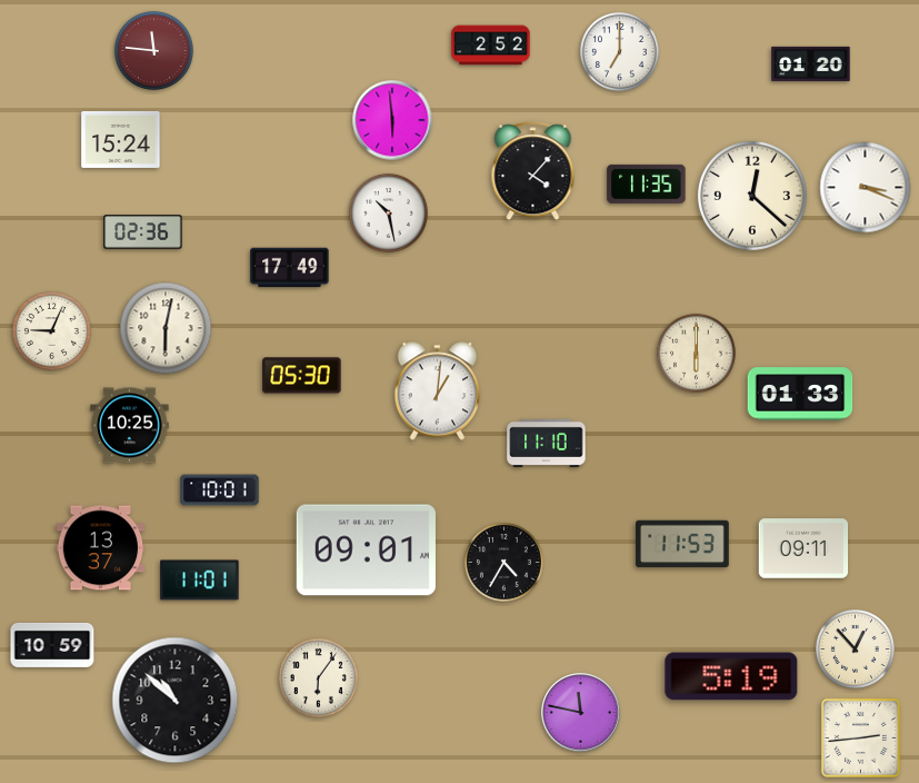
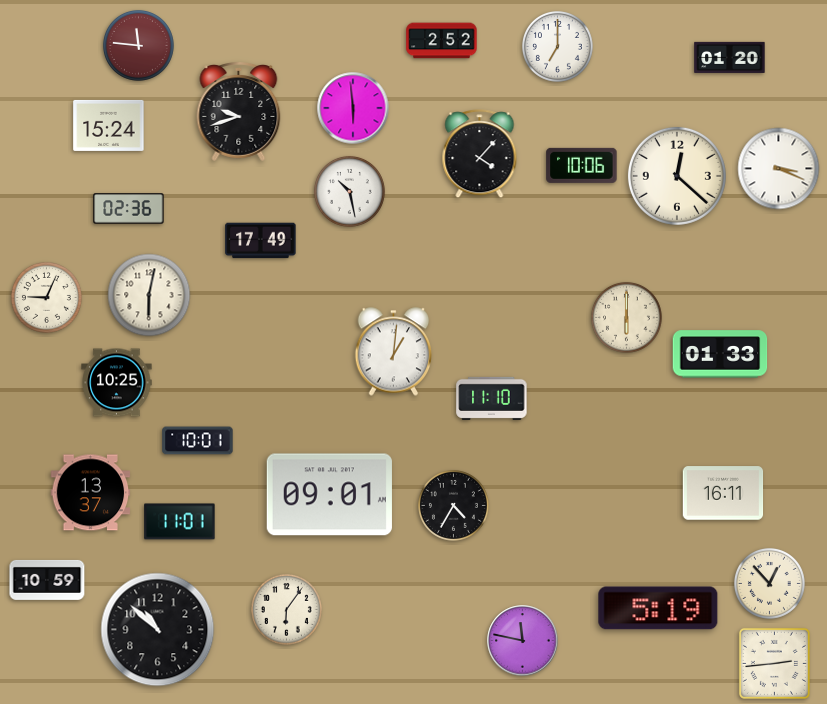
clock at (239, 112): none -> 9:42
clock at (647, 184): 11:35 -> 10:06
clock at (302, 376): 05:30 -> none
clock at (682, 544): 11:53 -> none
clock at (803, 548): 09:11 -> 16:11
